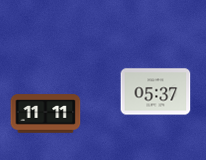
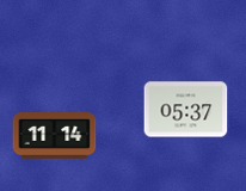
clock at (46, 114): 11:11 -> 11:14
